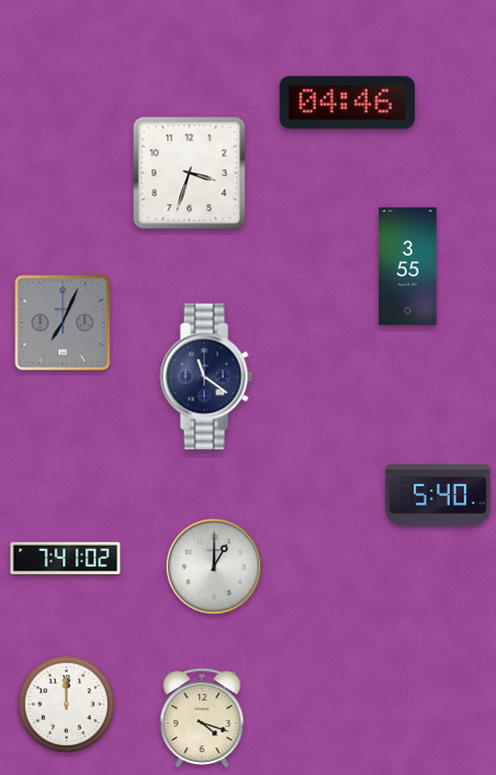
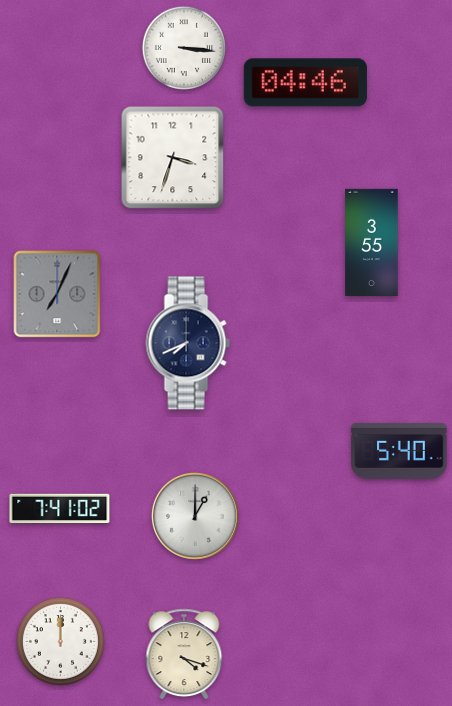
clock at (183, 47): none -> 3:16
clock at (347, 103) position: (347, 103) -> (305, 83)
clock at (206, 377): 11:21 -> 7:41
